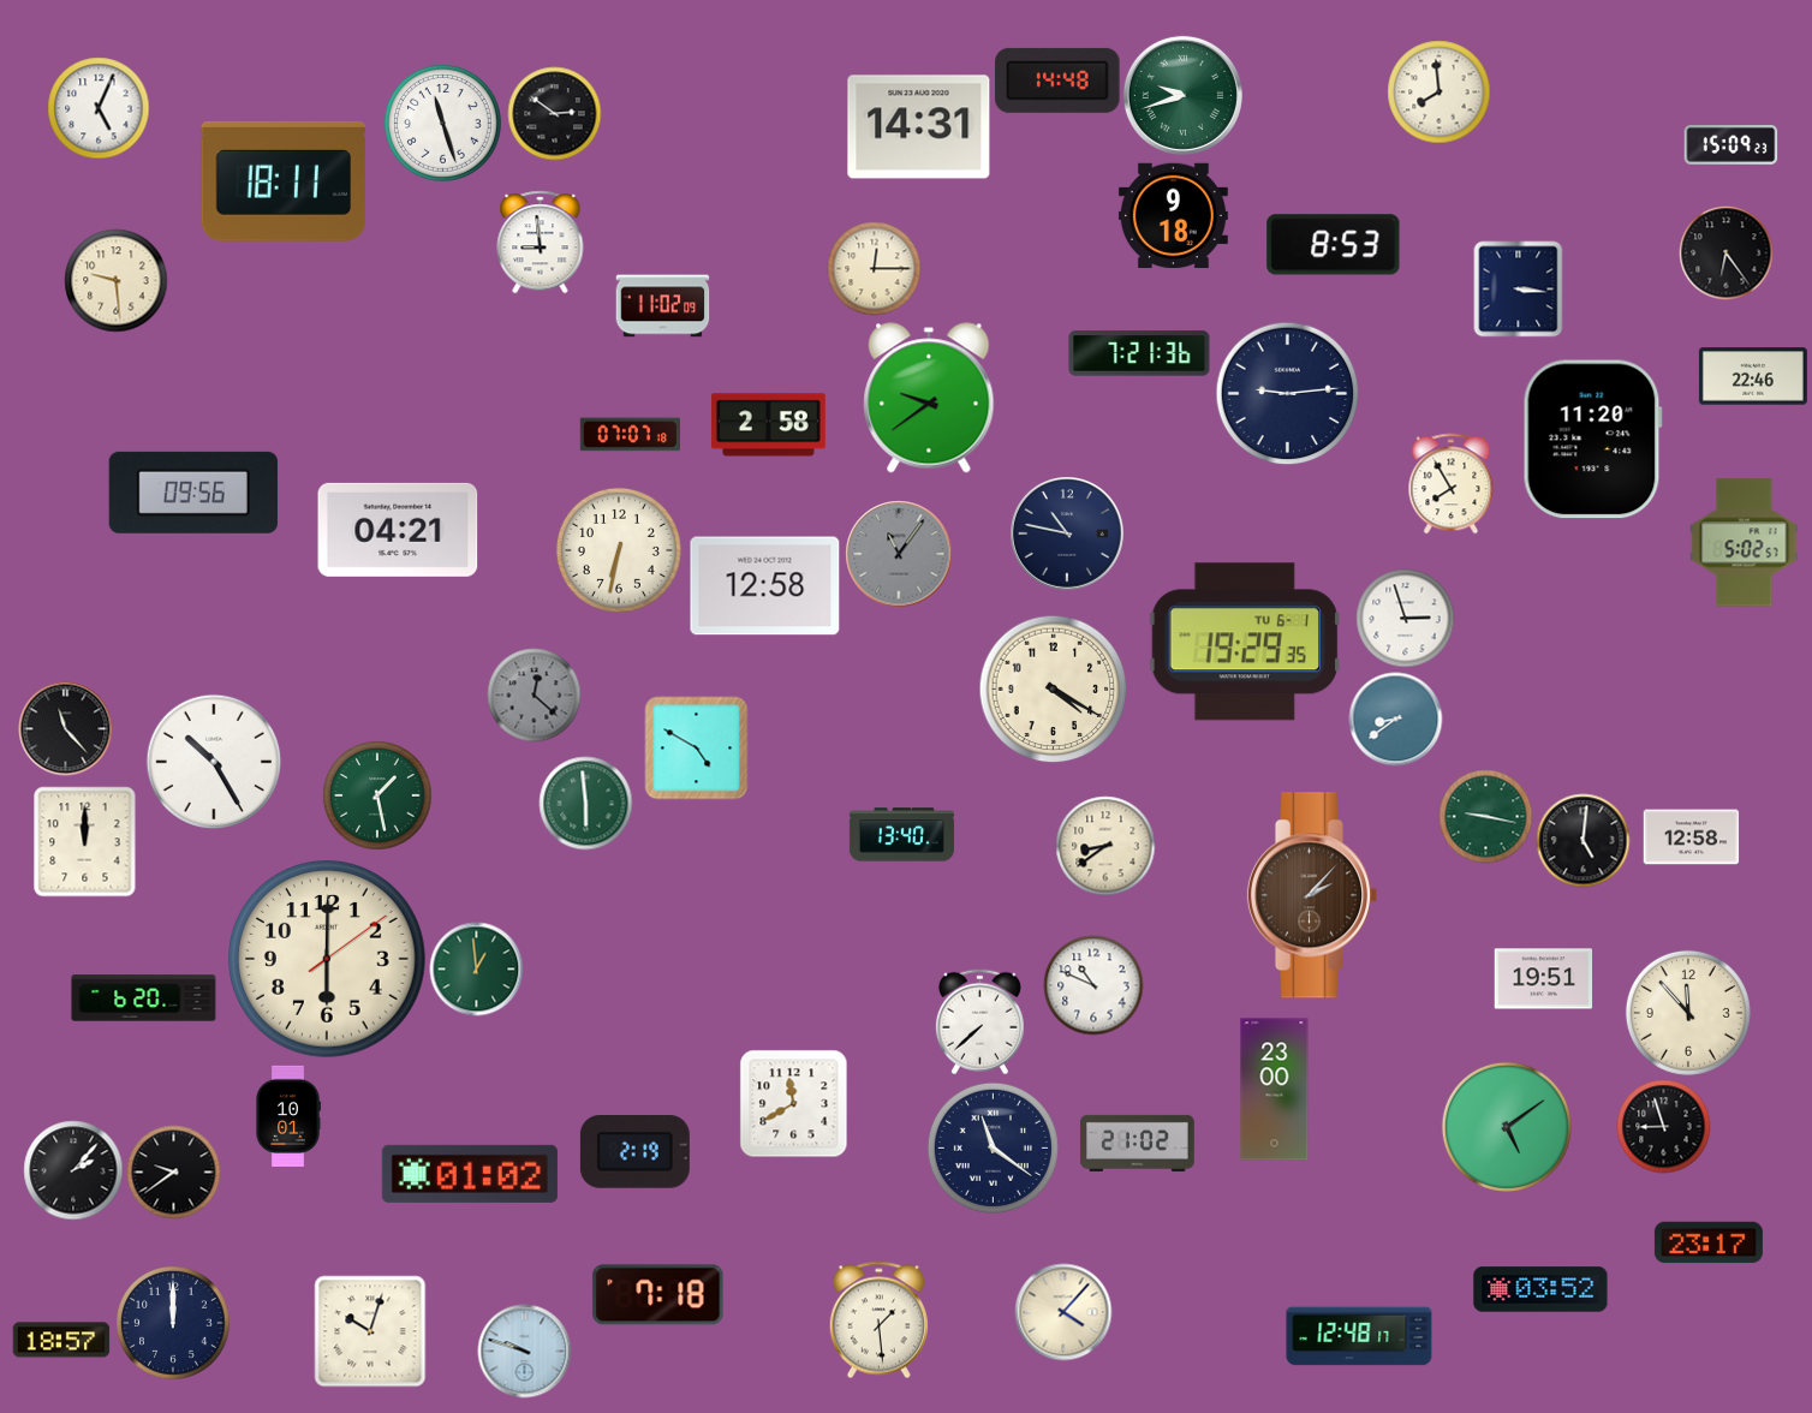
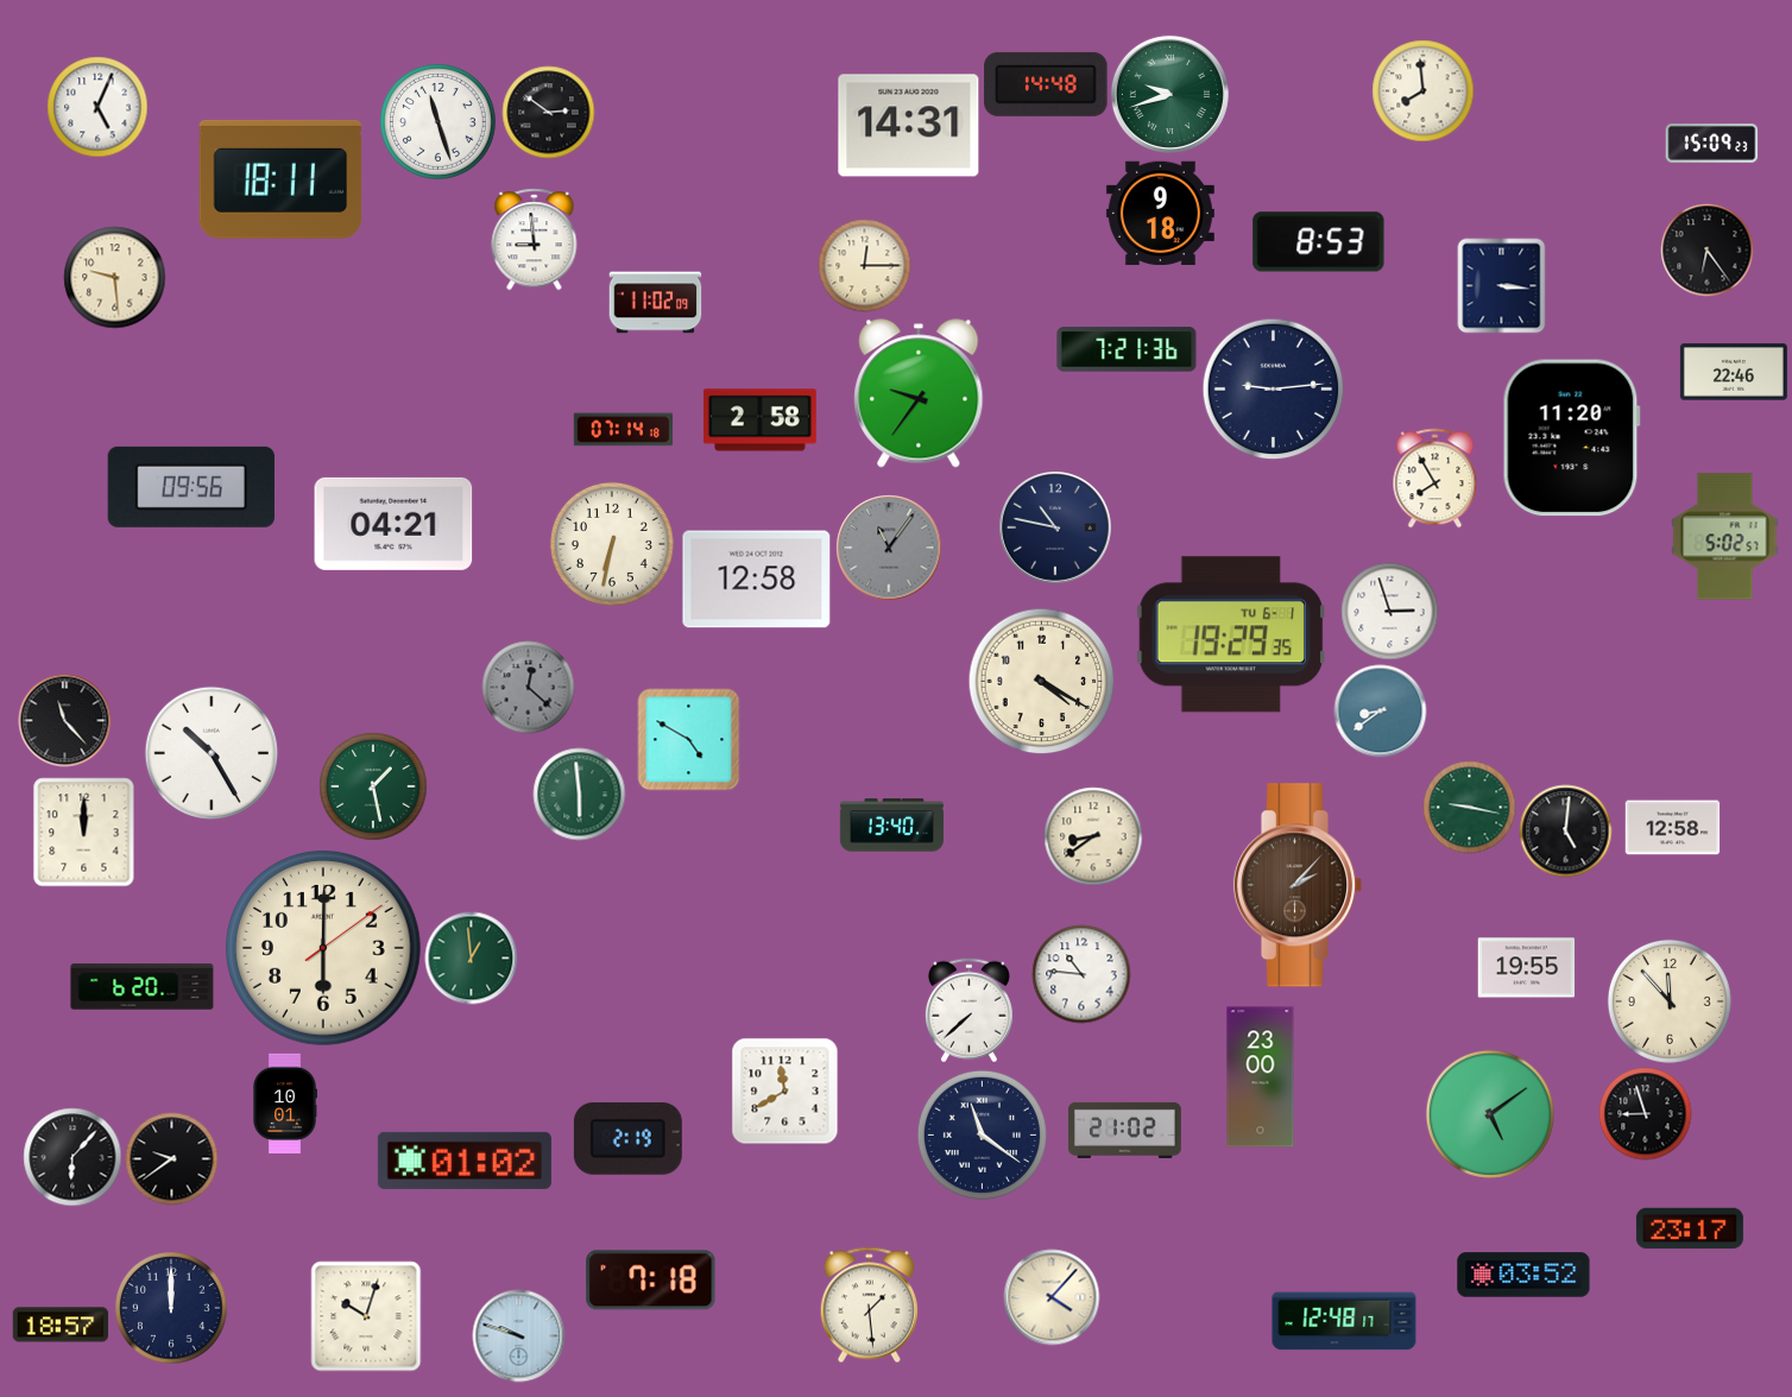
clock at (1057, 81) position: (1057, 81) -> (1046, 84)
clock at (929, 398): 9:39 -> 9:36
clock at (630, 435): 07:07 -> 07:14
clock at (1592, 440) position: (1592, 440) -> (1571, 438)
clock at (1543, 979): 19:51 -> 19:55
clock at (1093, 985): 10:49 -> 10:46
clock at (73, 1170): 2:07 -> 6:07
